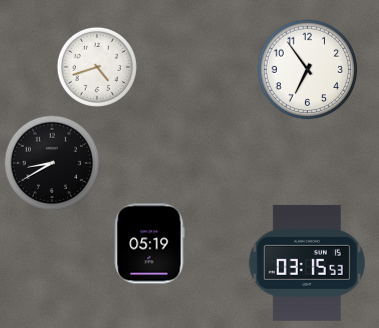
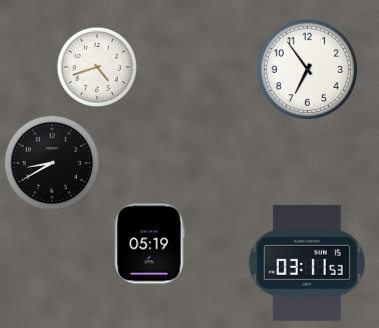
clock at (307, 263): 03:15 -> 03:11
